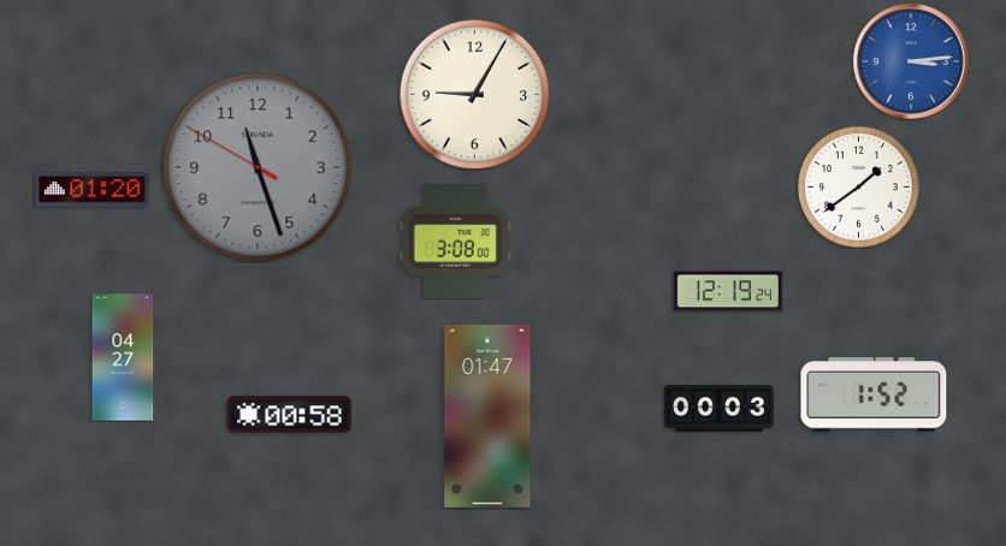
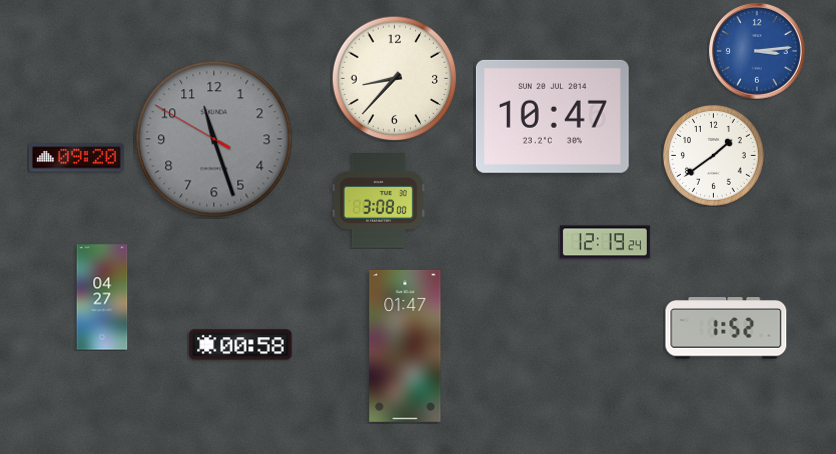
clock at (474, 94): 9:05 -> 8:37
clock at (552, 116): none -> 10:47
clock at (93, 190): 01:20 -> 09:20
clock at (718, 408): 00:03 -> none
